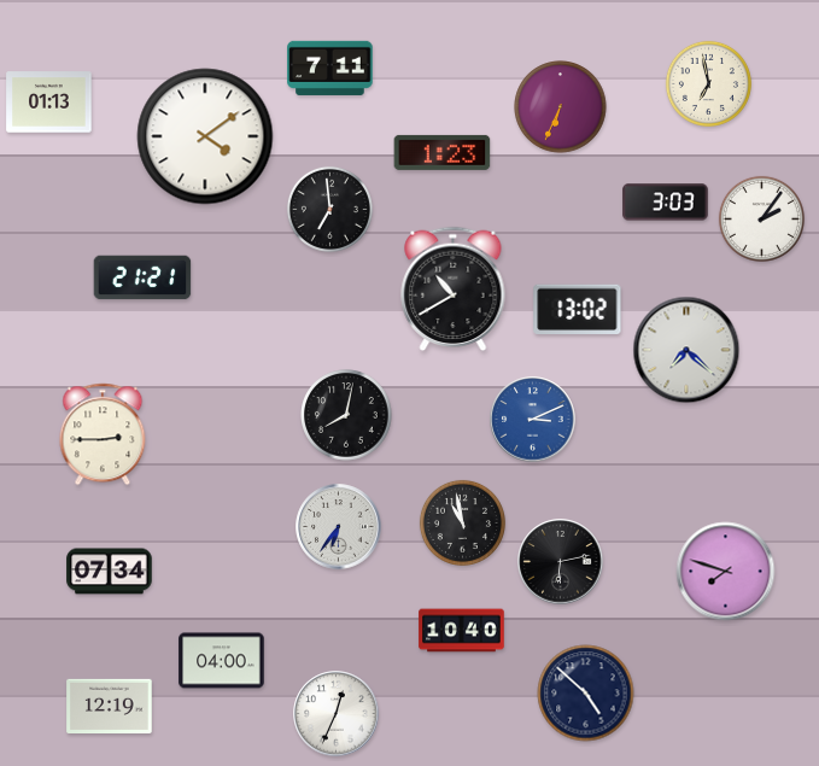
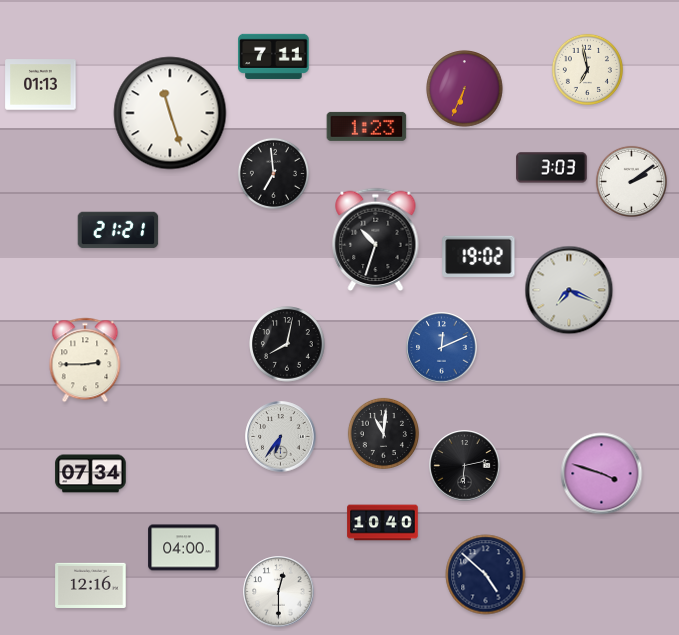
clock at (205, 136): 4:09 -> 11:27
clock at (761, 218): 2:06 -> 2:09
clock at (454, 290): 10:40 -> 10:33
clock at (578, 309): 13:02 -> 19:02
clock at (686, 350): 7:22 -> 7:19
clock at (533, 420): 3:11 -> 12:11
clock at (462, 522): 10:58 -> 11:01
clock at (726, 572): 7:48 -> 3:48
clock at (110, 706): 12:19 -> 12:16
clock at (337, 714): 12:34 -> 12:30
